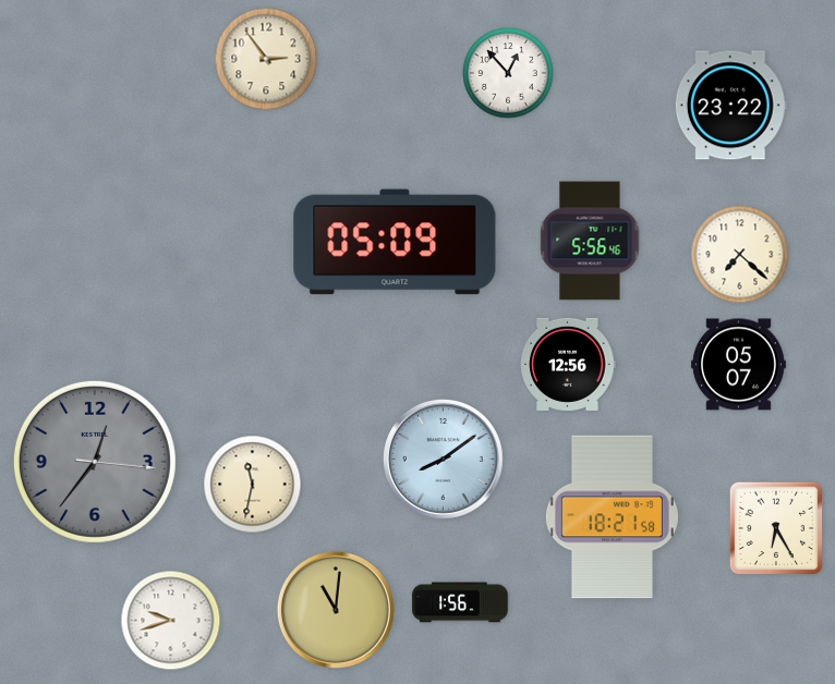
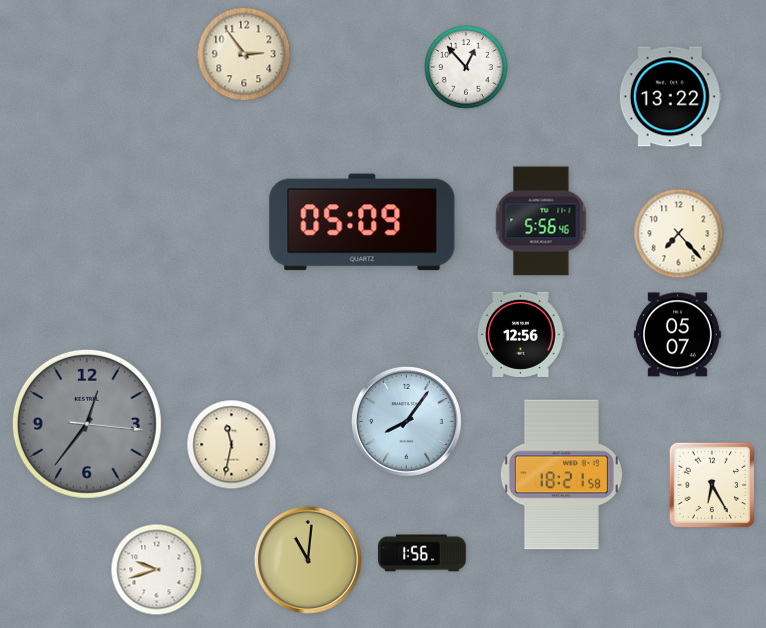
clock at (730, 106): 23:22 -> 13:22
clock at (740, 255): 7:22 -> 7:23
clock at (443, 459): 8:09 -> 8:06
